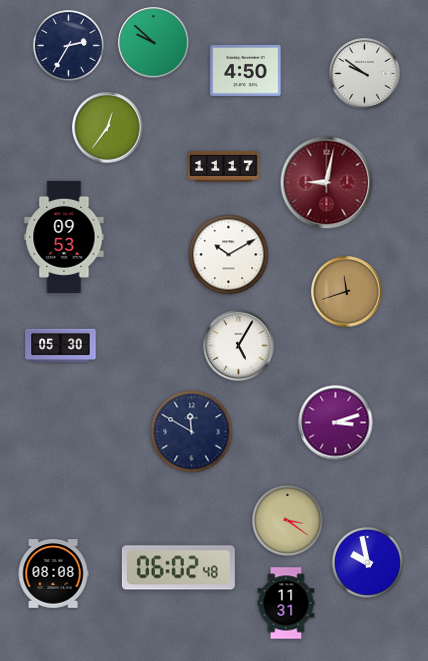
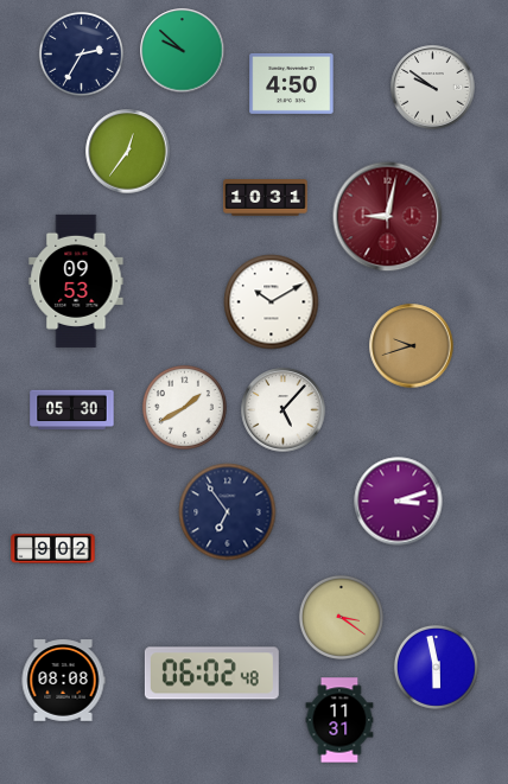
clock at (224, 167): 11:17 -> 10:31
clock at (347, 292): 11:42 -> 9:42
clock at (184, 407): none -> 1:40
clock at (239, 346): 5:05 -> 5:07
clock at (192, 432): 11:50 -> 6:54
clock at (53, 549): none -> 9:02
clock at (367, 562): 9:58 -> 5:58
clock at (286, 603) position: (286, 603) -> (339, 720)
